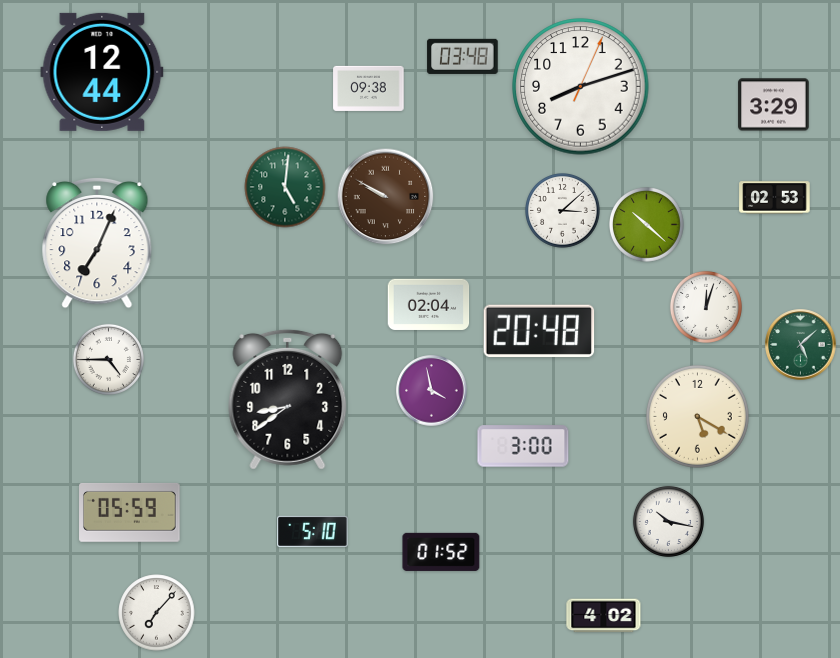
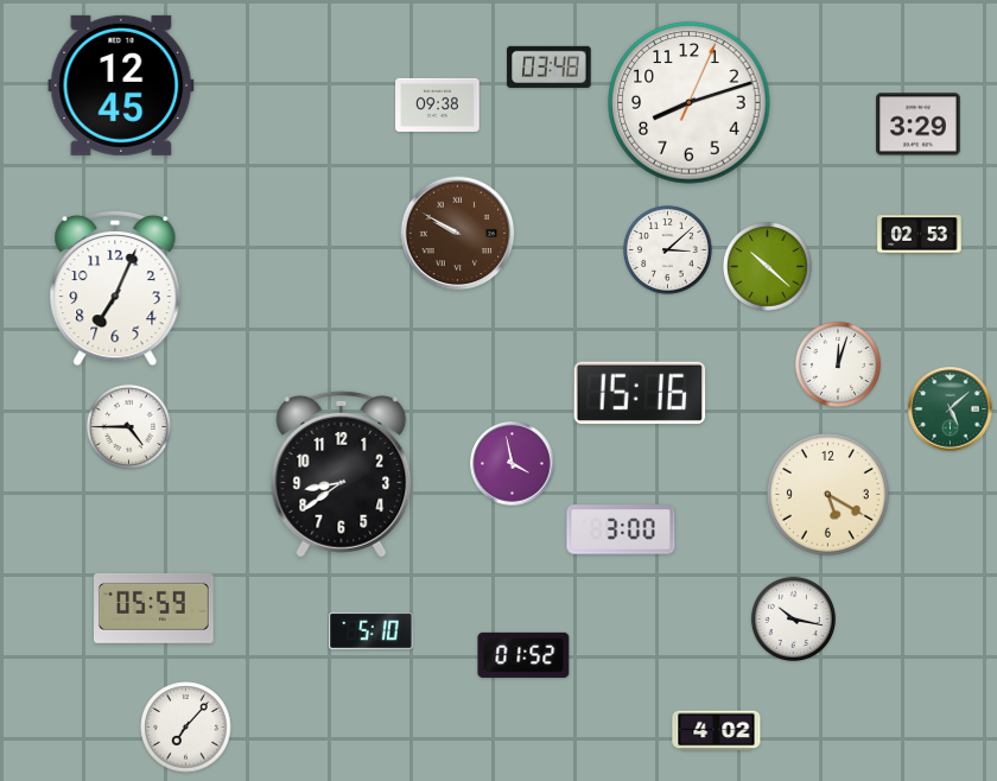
clock at (102, 72): 12:44 -> 12:45
clock at (285, 187): 5:01 -> none
clock at (429, 304): 02:04 -> none
clock at (539, 330): 20:48 -> 15:16
